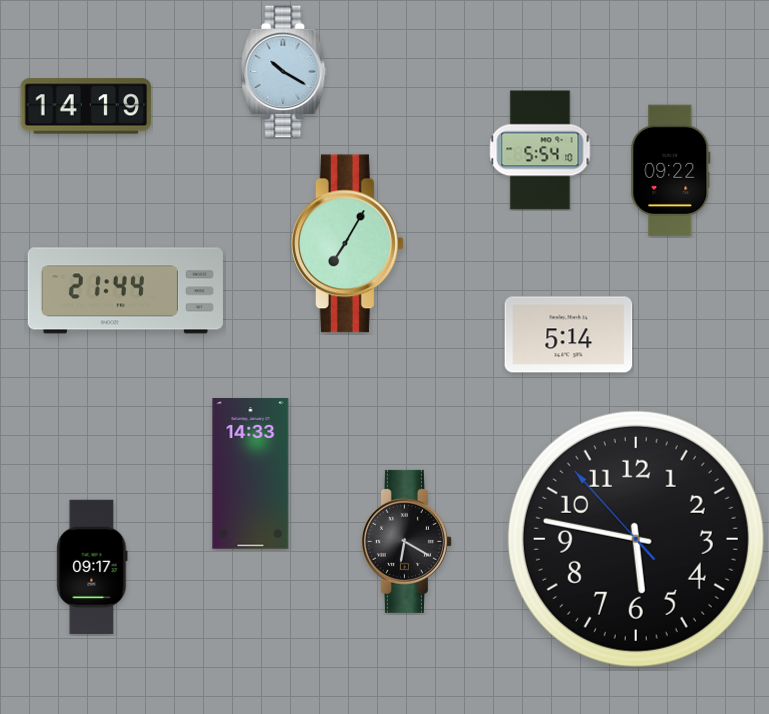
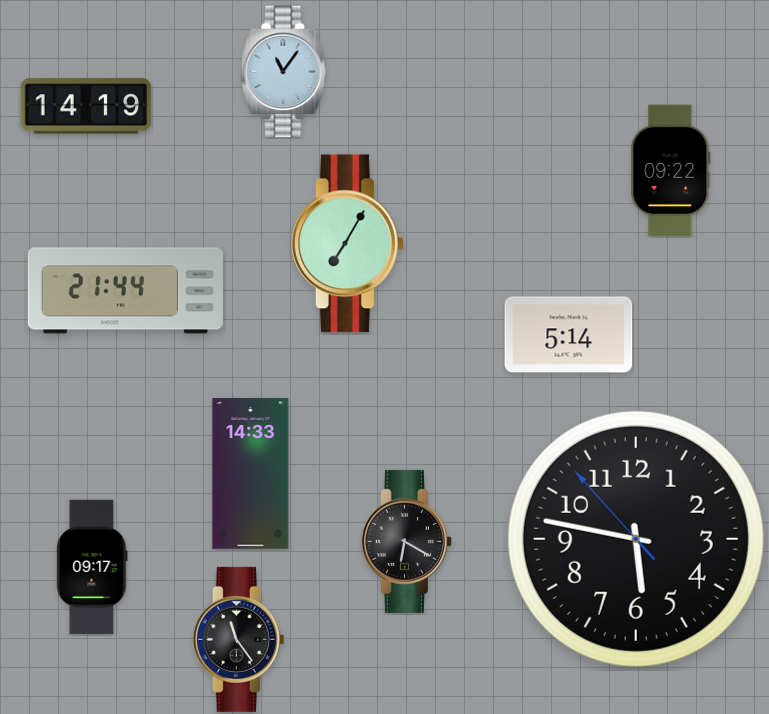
clock at (284, 72): 10:20 -> 11:06
clock at (540, 150): 5:54 -> none
clock at (238, 639): none -> 11:24
